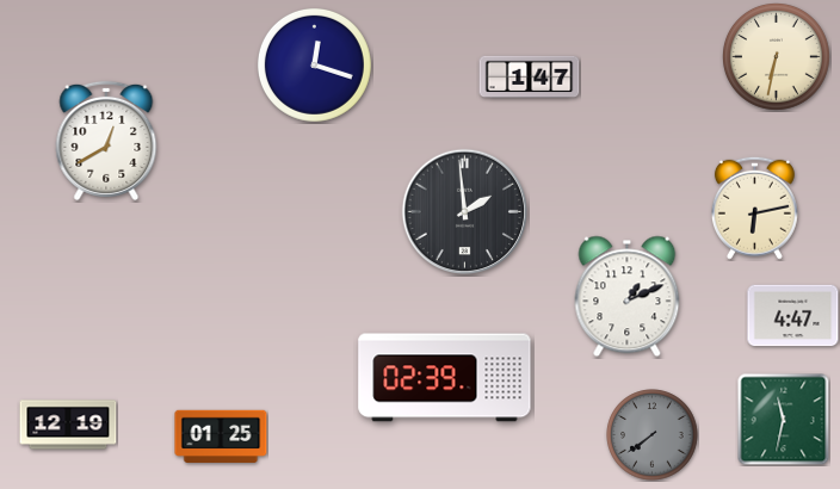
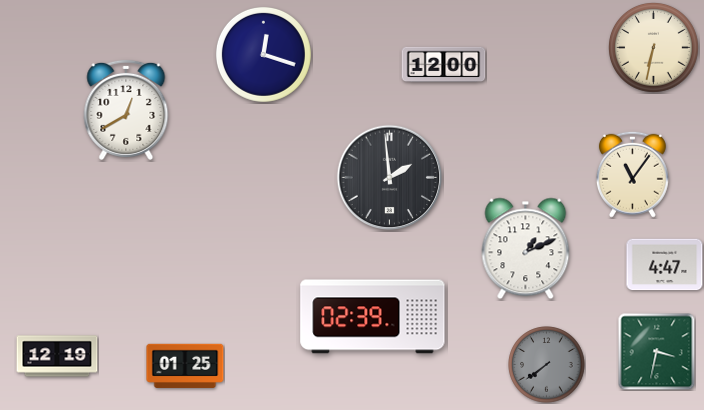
clock at (777, 57) position: (777, 57) -> (654, 48)
clock at (530, 78): 1:47 -> 12:00
clock at (106, 141) position: (106, 141) -> (126, 110)
clock at (754, 208): 6:13 -> 11:06
clock at (783, 419): 11:32 -> 3:32
